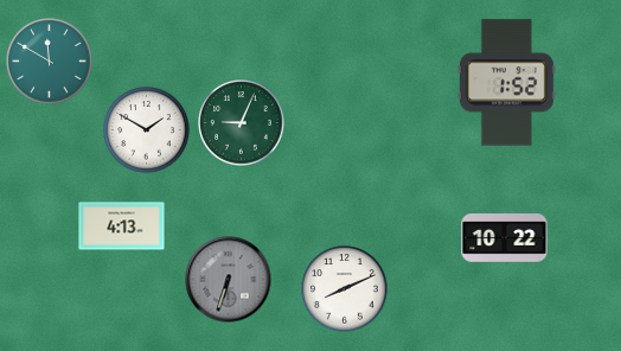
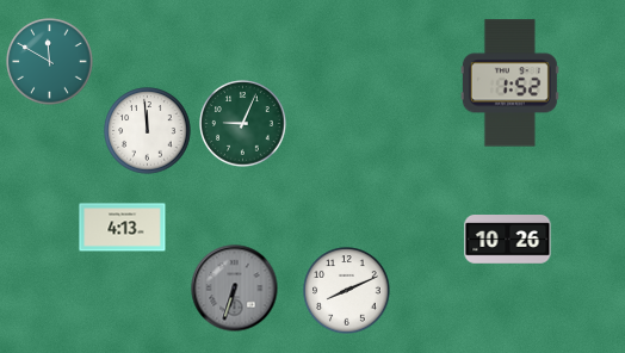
clock at (147, 130): 1:50 -> 11:59
clock at (505, 238): 10:22 -> 10:26
clock at (229, 280) position: (229, 280) -> (235, 289)
